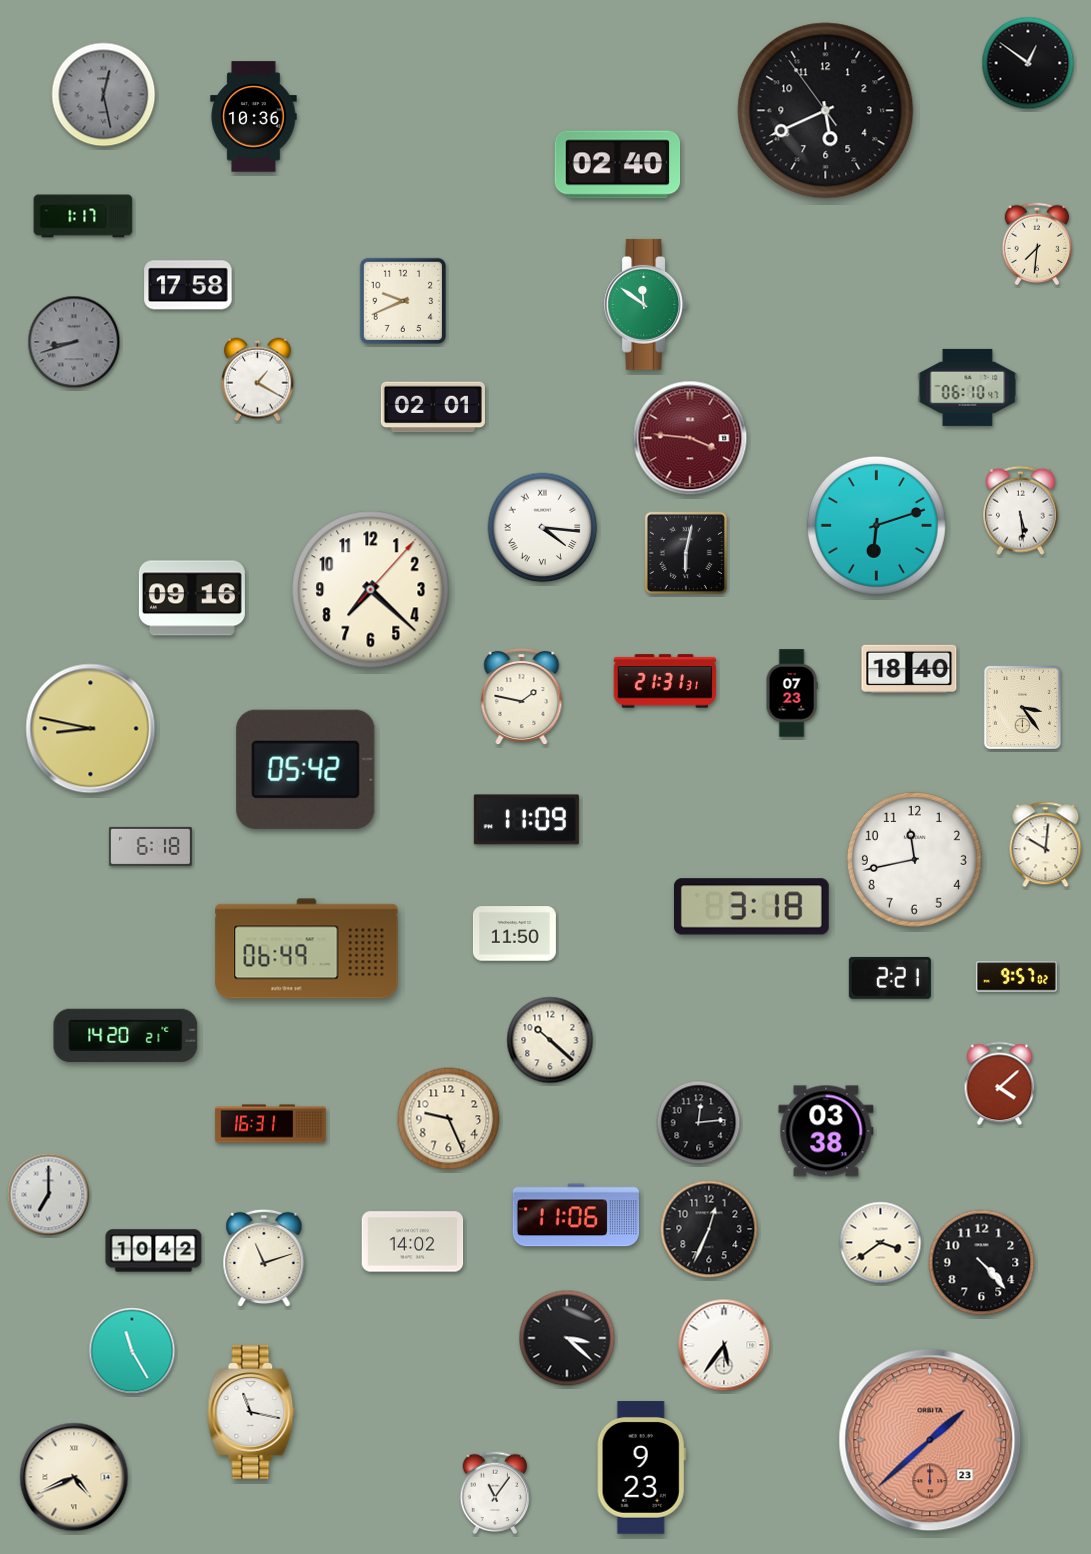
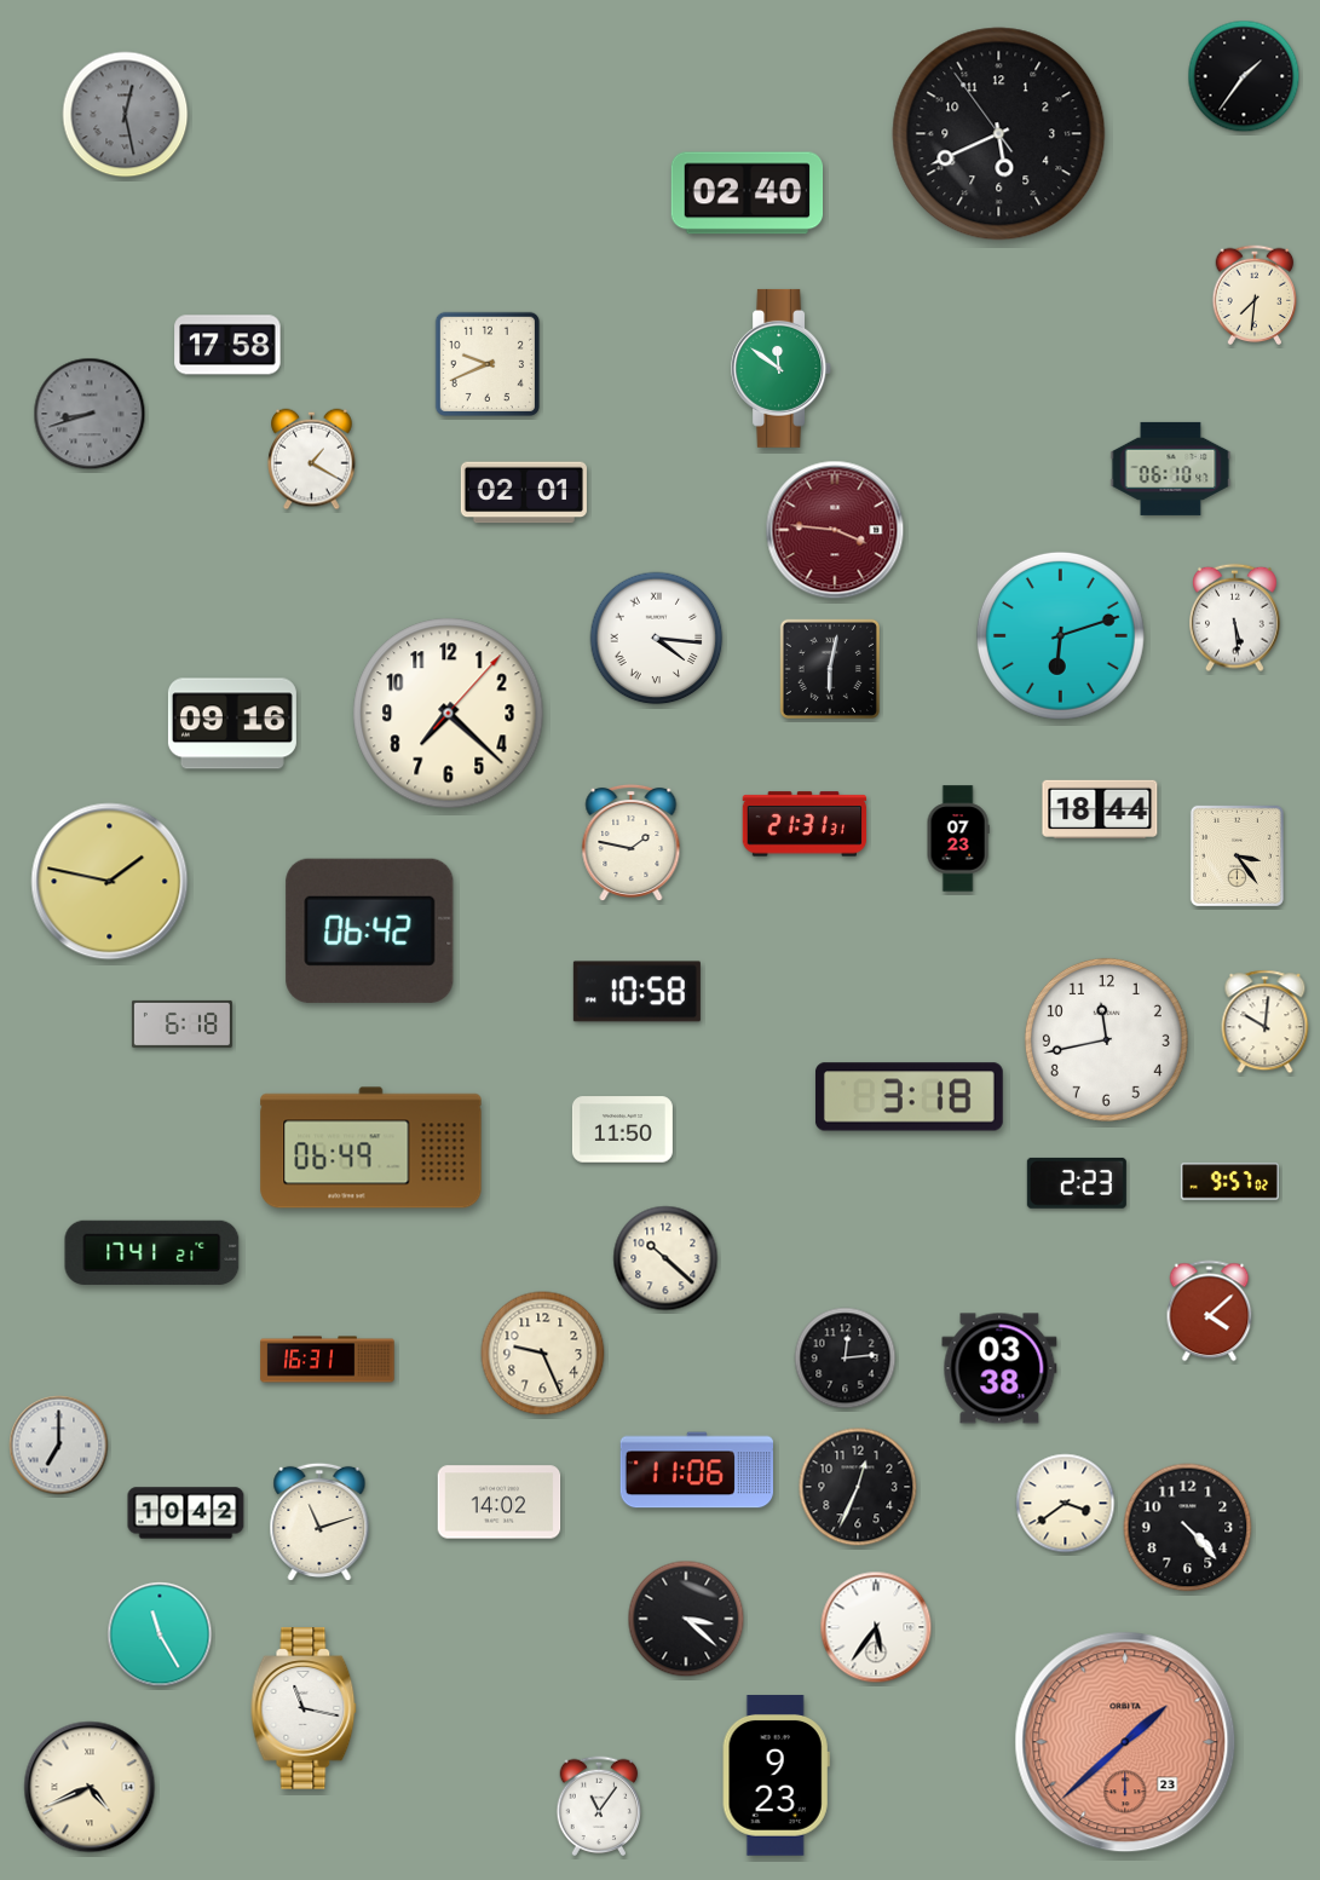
clock at (1028, 63): 12:51 -> 1:36
clock at (254, 117): 10:36 -> none
clock at (618, 165) position: (618, 165) -> (748, 194)
clock at (83, 216): 1:17 -> none
clock at (909, 668): 18:40 -> 18:44
clock at (91, 729): 8:47 -> 1:47
clock at (306, 769): 05:42 -> 06:42
clock at (526, 820): 11:09 -> 10:58
clock at (890, 978): 2:21 -> 2:23
clock at (126, 1035): 14:20 -> 17:41
